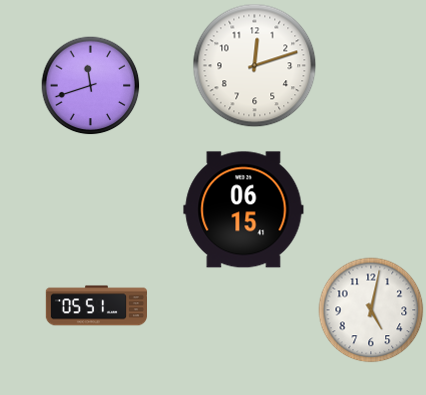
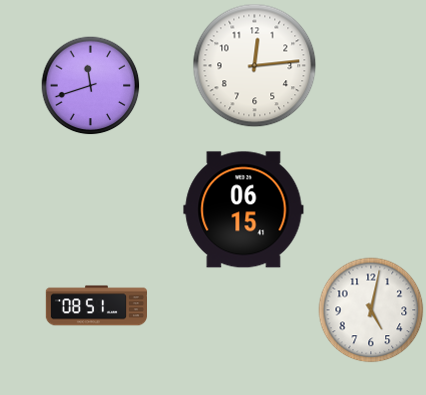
clock at (255, 66): 12:12 -> 12:14
clock at (96, 306): 05:51 -> 08:51
